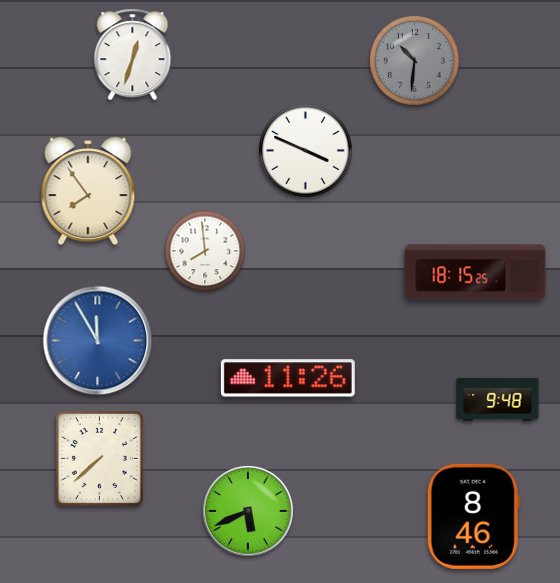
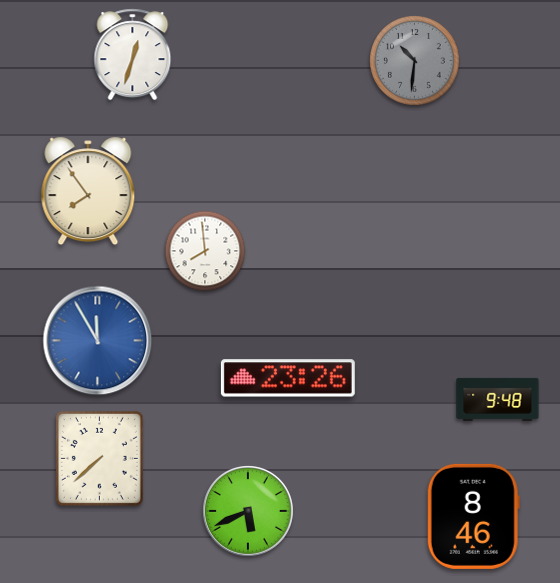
clock at (306, 151): 3:49 -> none
clock at (475, 272): 18:15 -> none
clock at (288, 378): 11:26 -> 23:26
